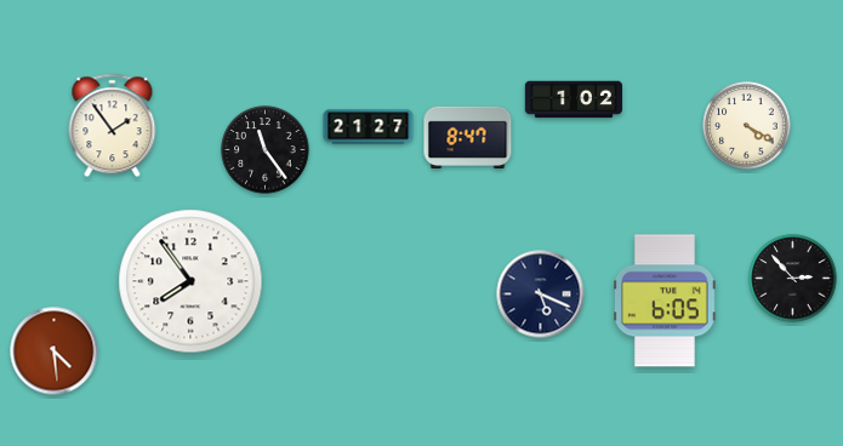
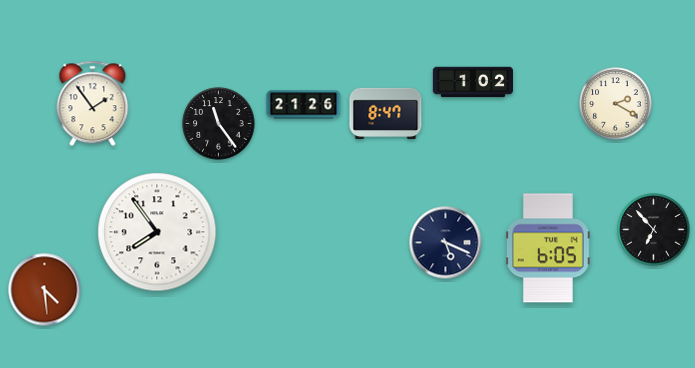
clock at (747, 126): 4:20 -> 2:20
clock at (369, 127): 21:27 -> 21:26
clock at (793, 279): 2:53 -> 6:53
